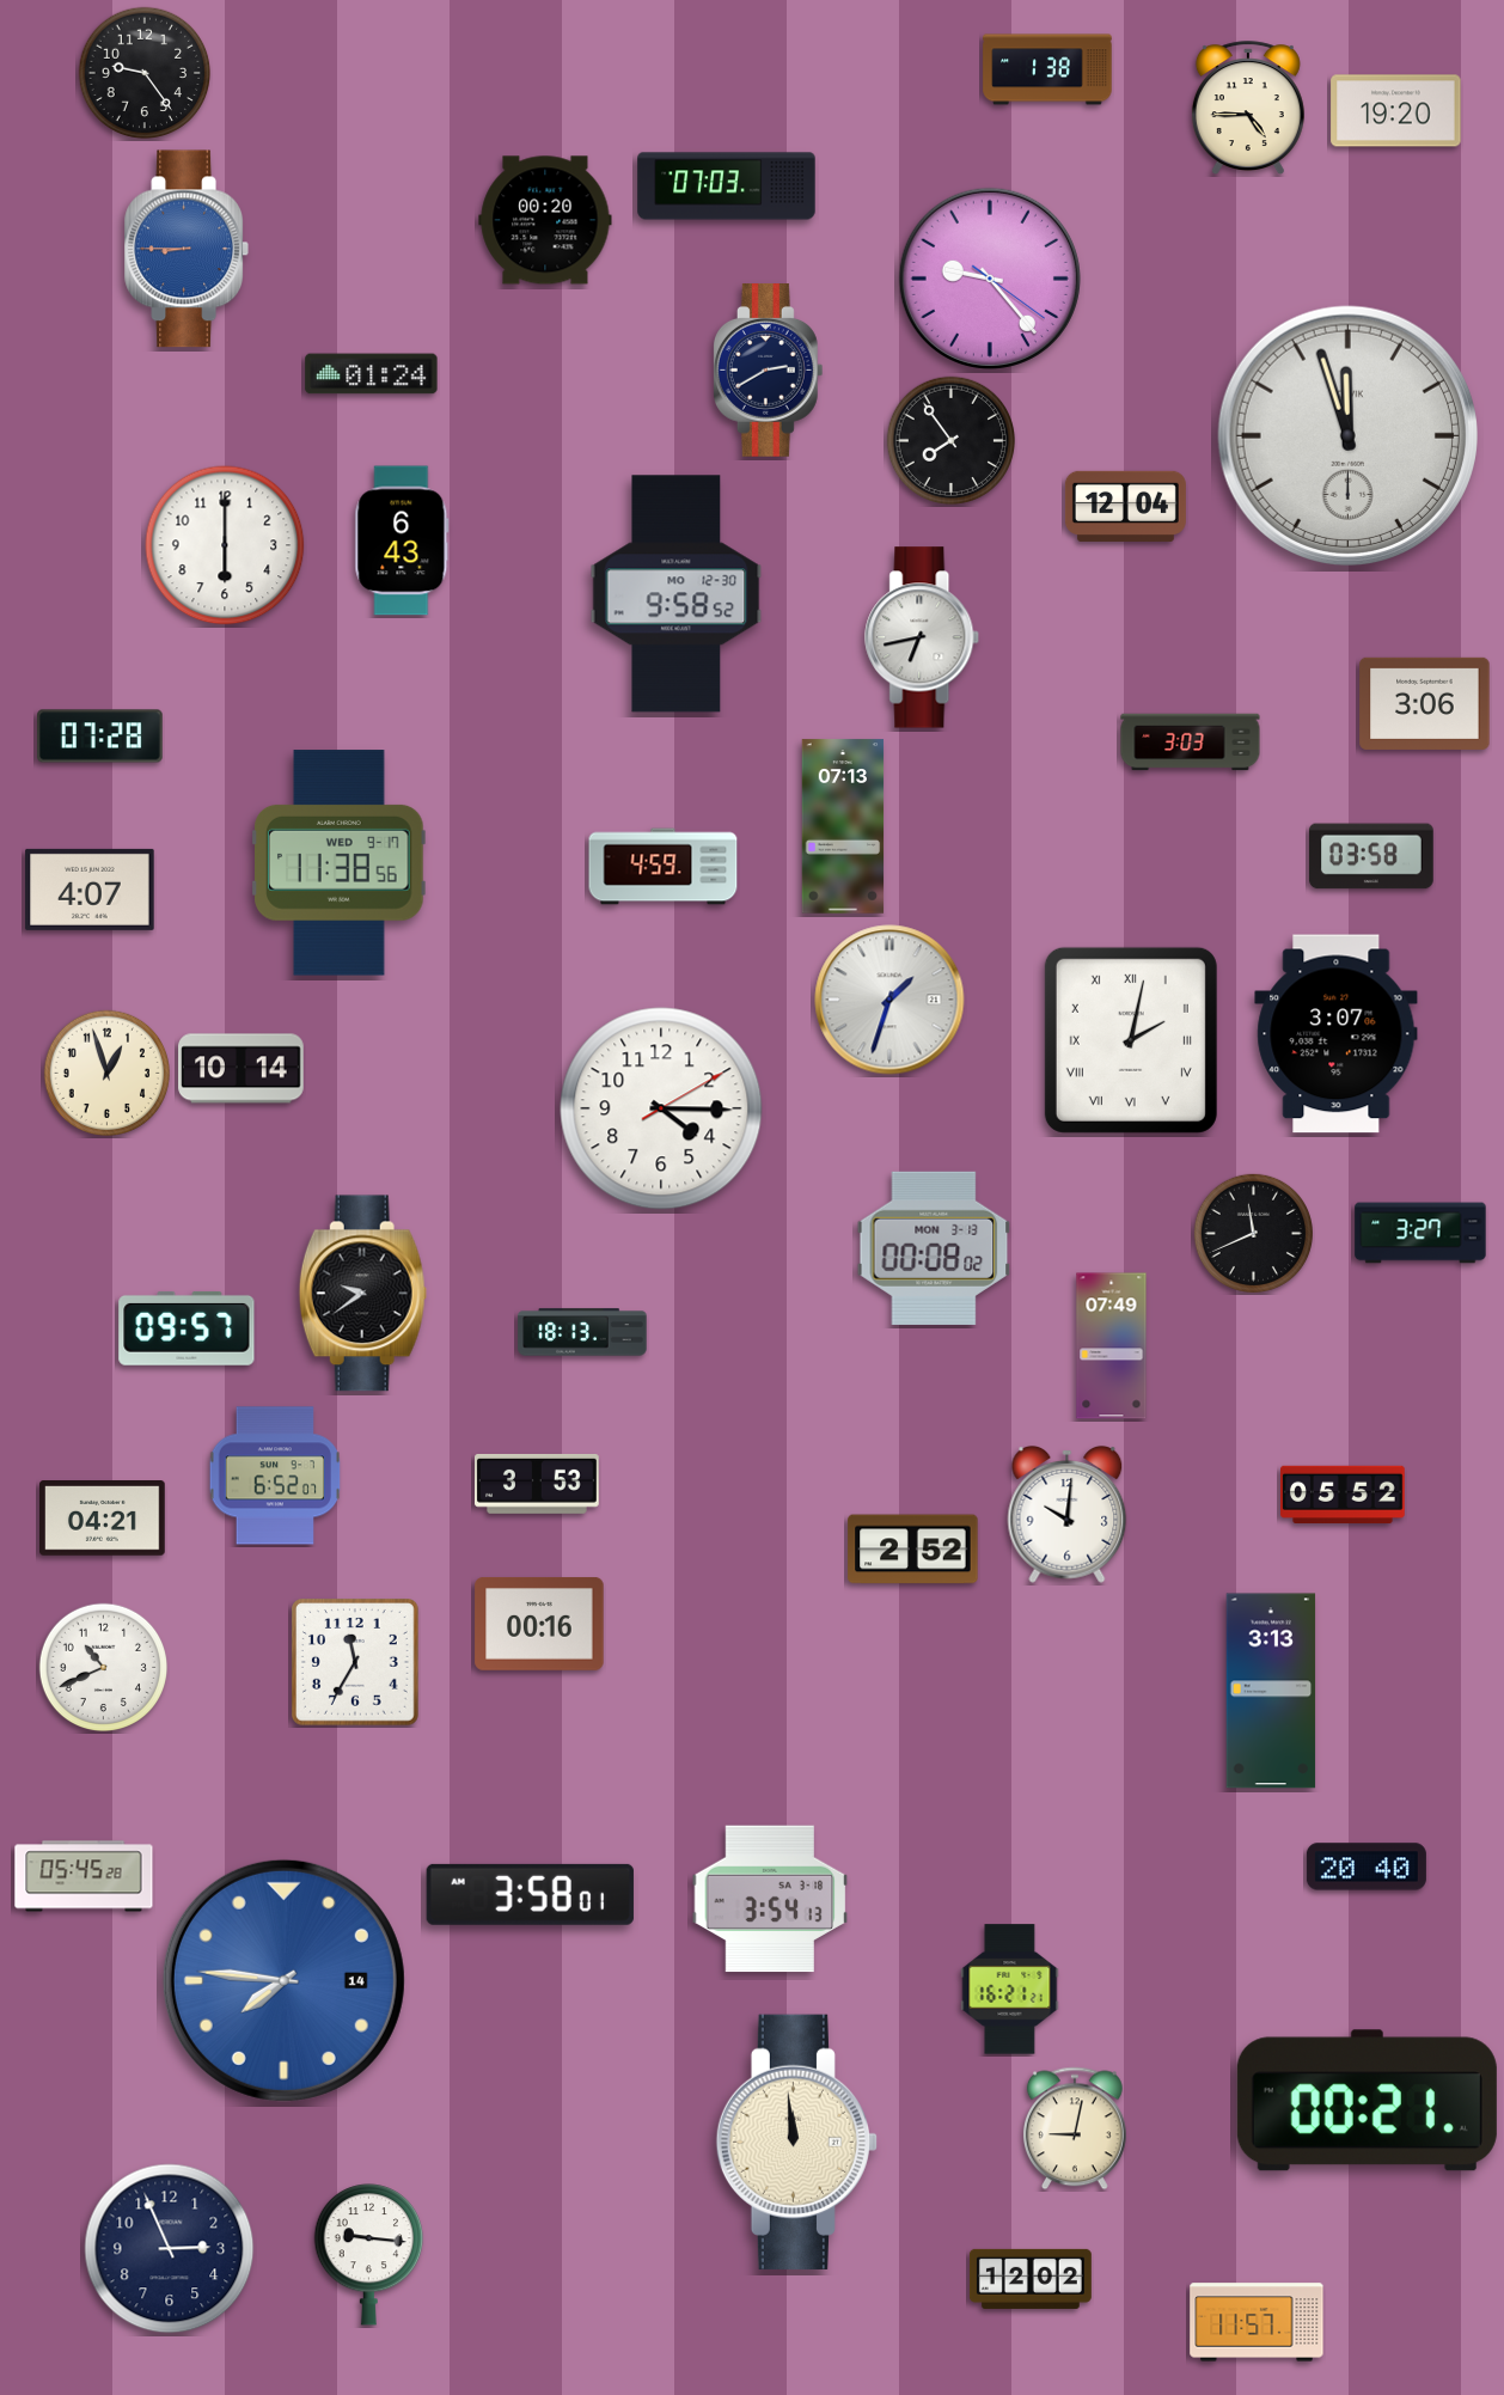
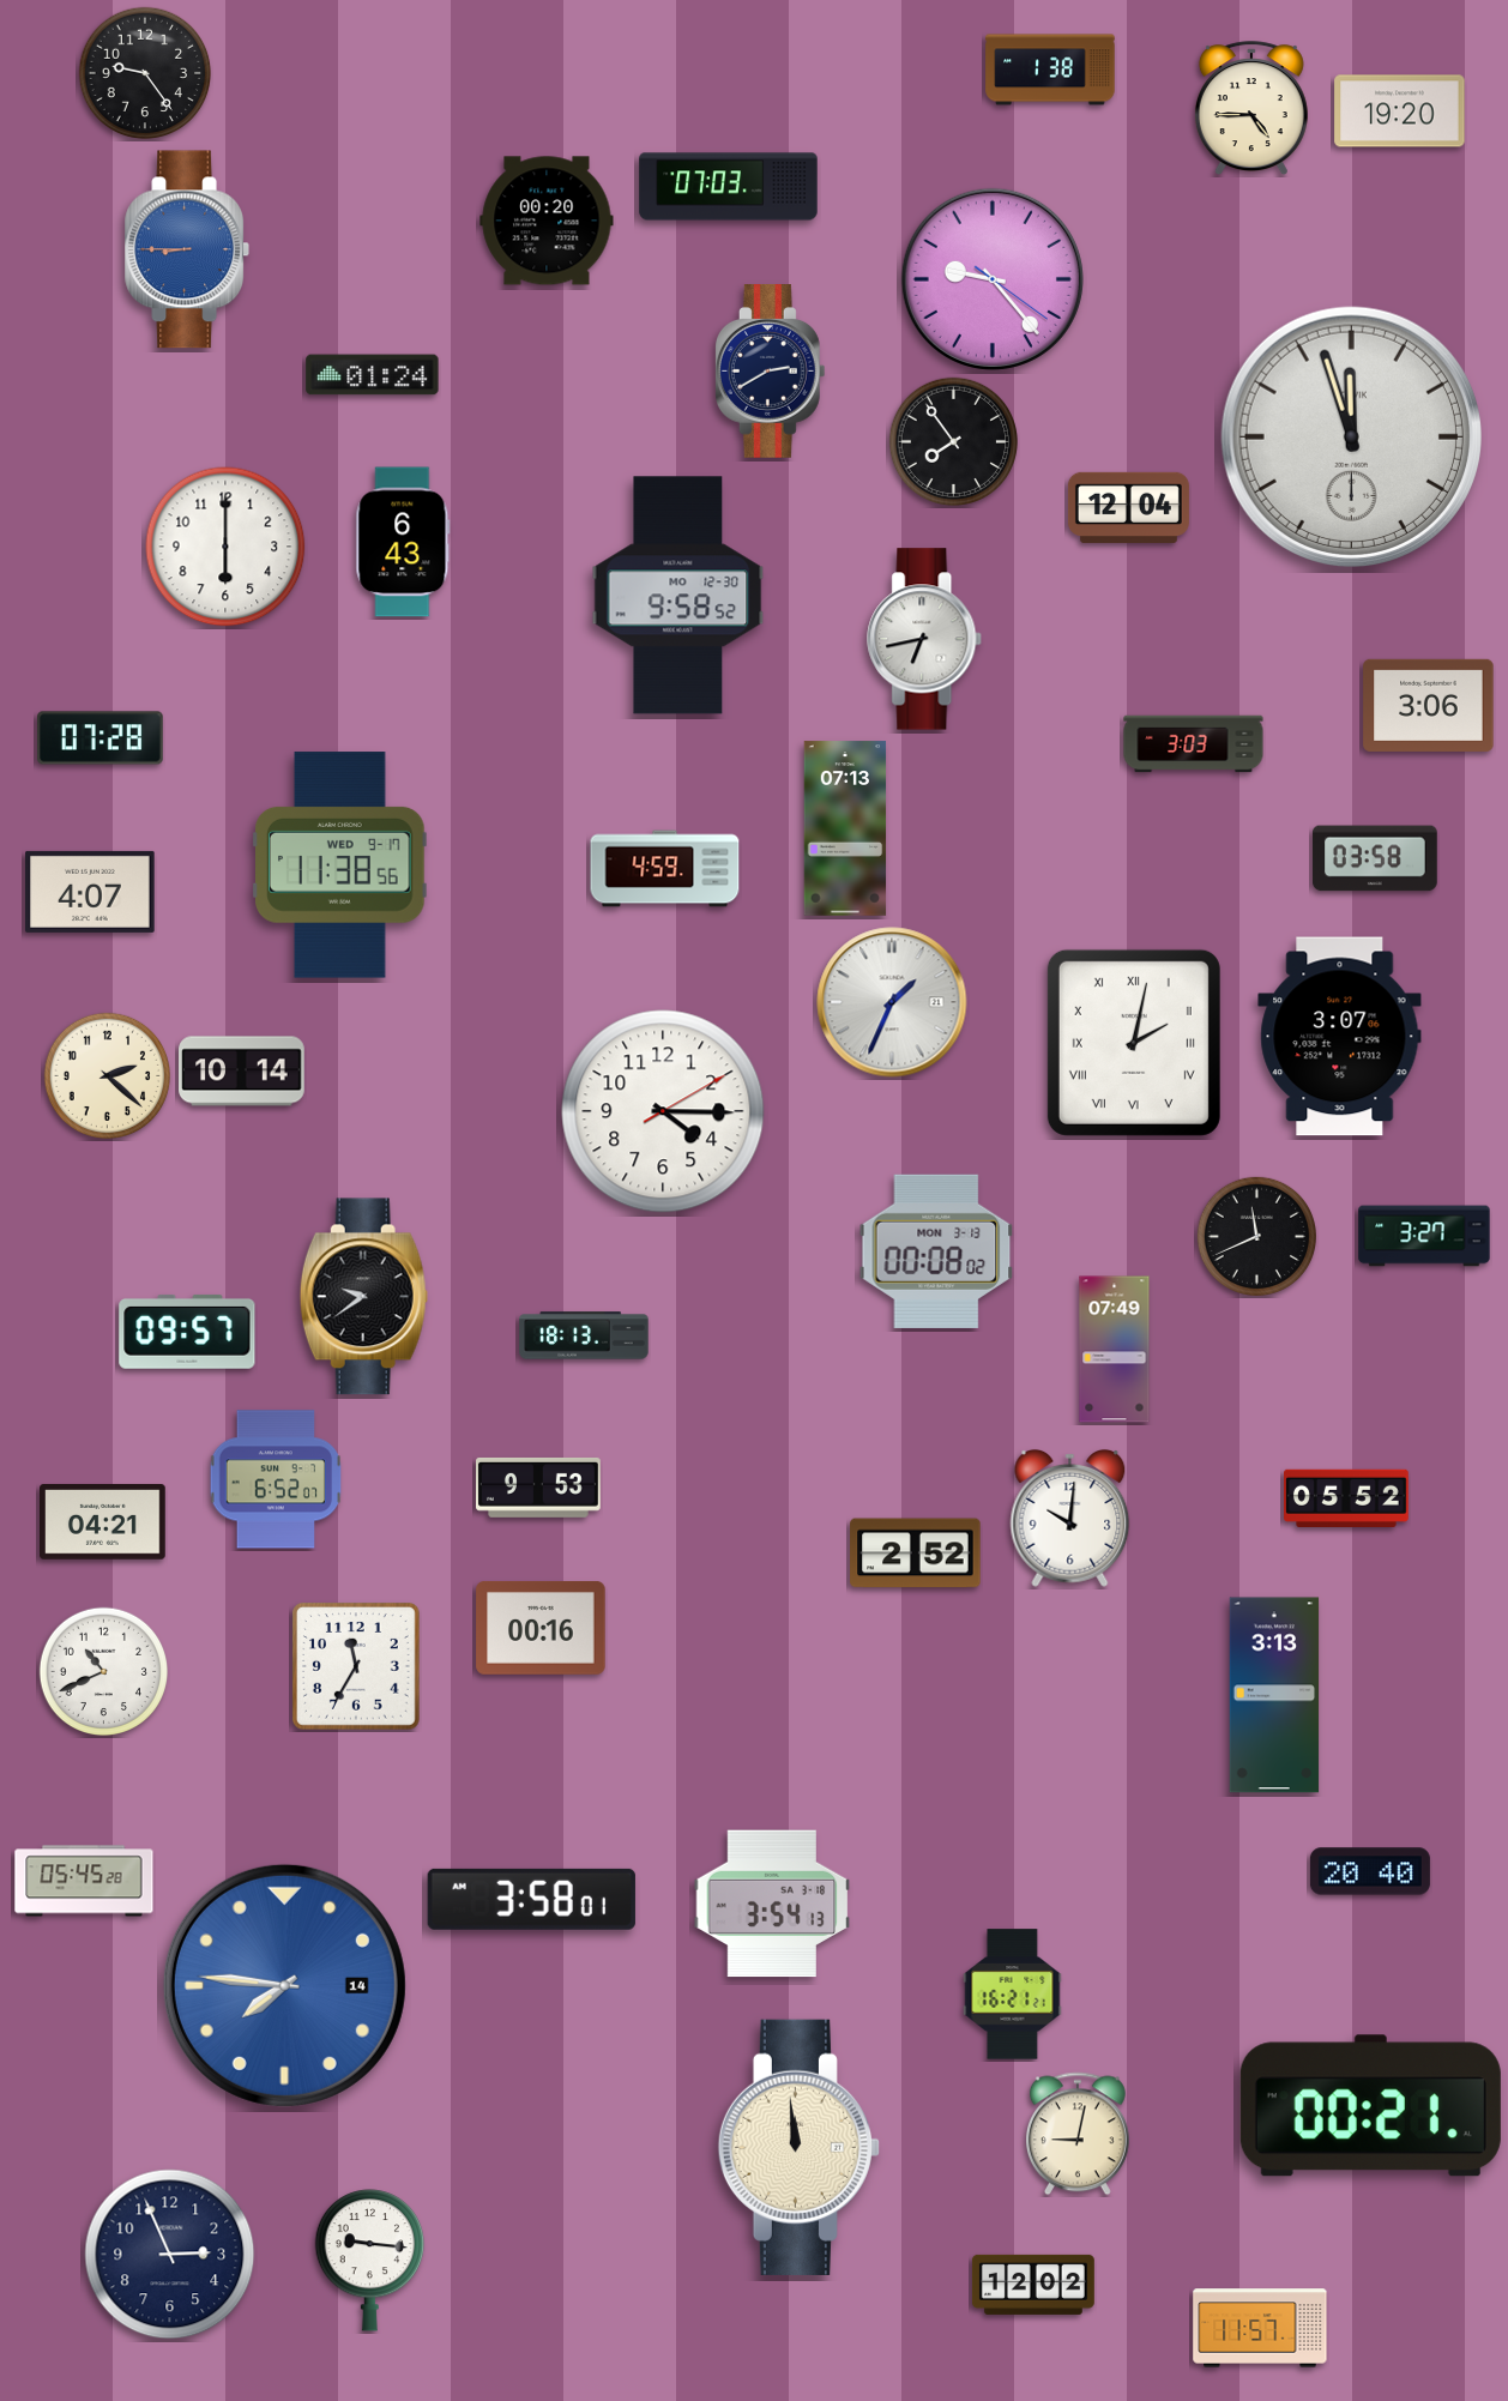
clock at (889, 1000): 1:33 -> 1:34
clock at (106, 1073): 12:57 -> 2:22
clock at (538, 1484): 3:53 -> 9:53
